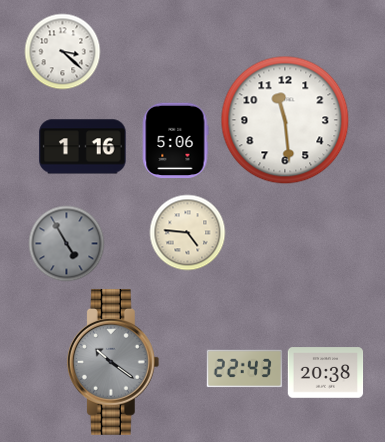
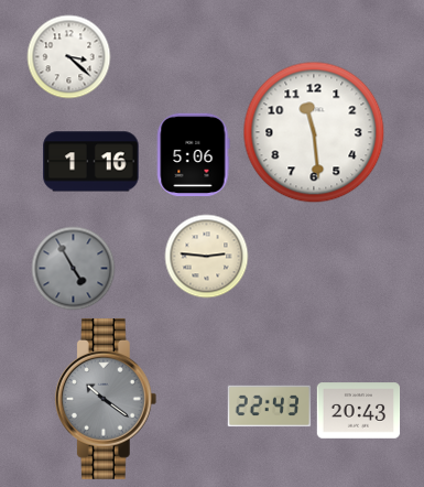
clock at (188, 233): 4:46 -> 2:46
clock at (113, 362) position: (113, 362) -> (106, 399)
clock at (326, 373): 20:38 -> 20:43
